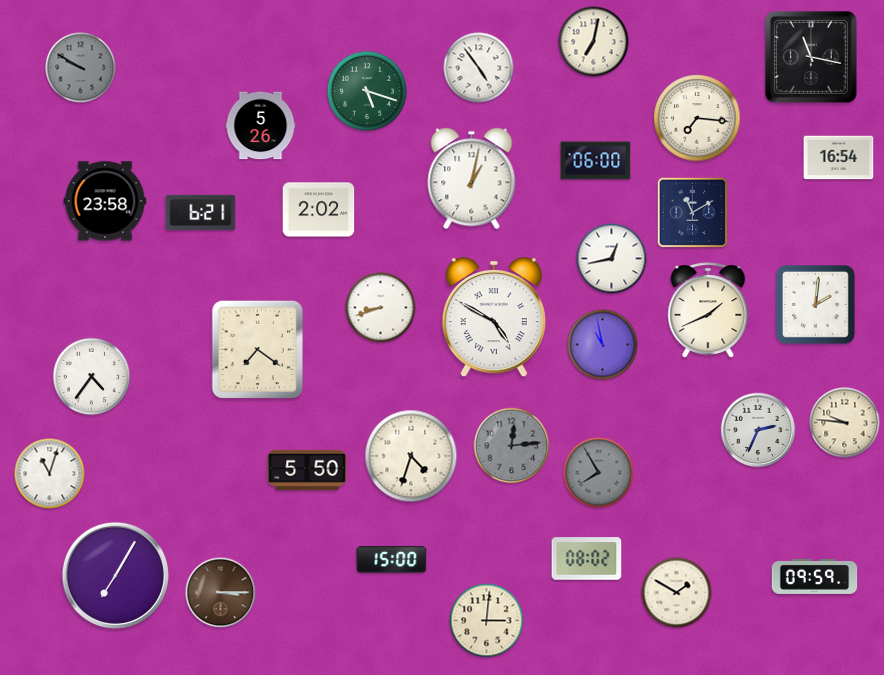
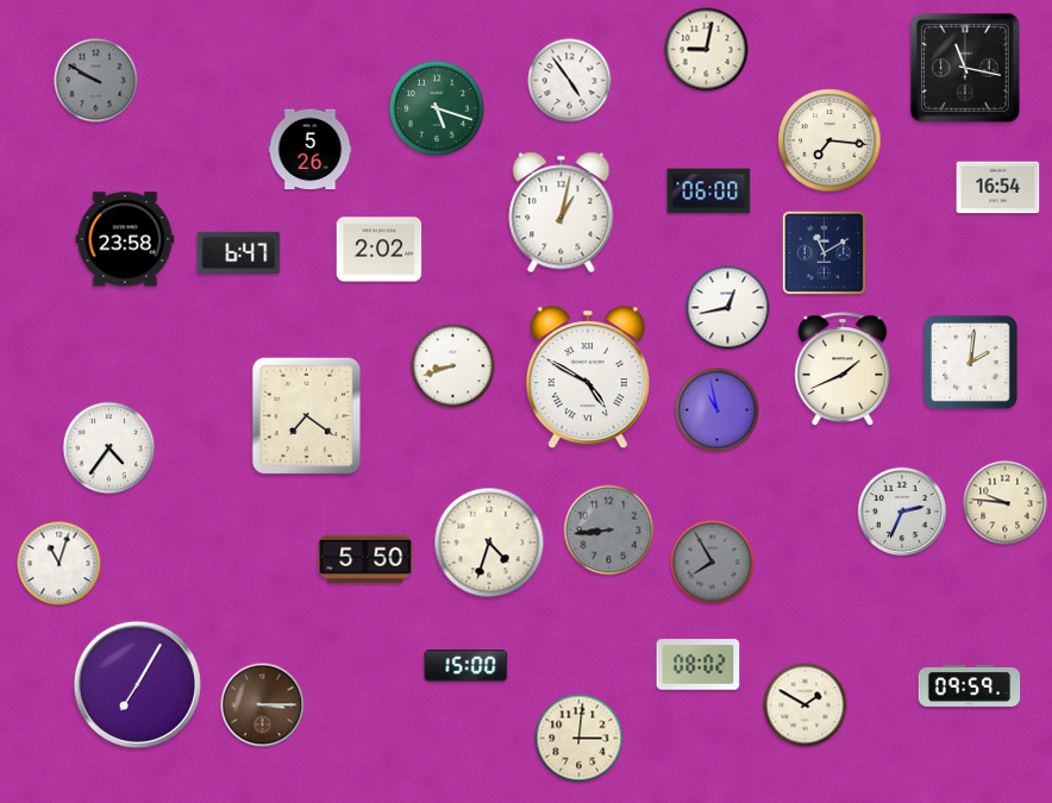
clock at (594, 42): 7:02 -> 9:02
clock at (201, 212): 6:21 -> 6:47
clock at (512, 446): 12:14 -> 8:44
